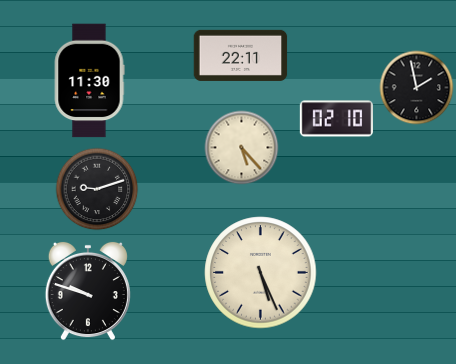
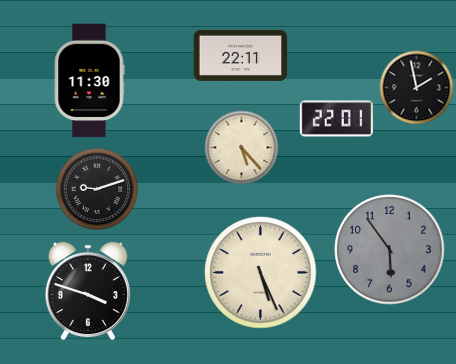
clock at (336, 119): 02:10 -> 22:01
clock at (390, 250): none -> 5:54
clock at (88, 291): 9:48 -> 3:48
